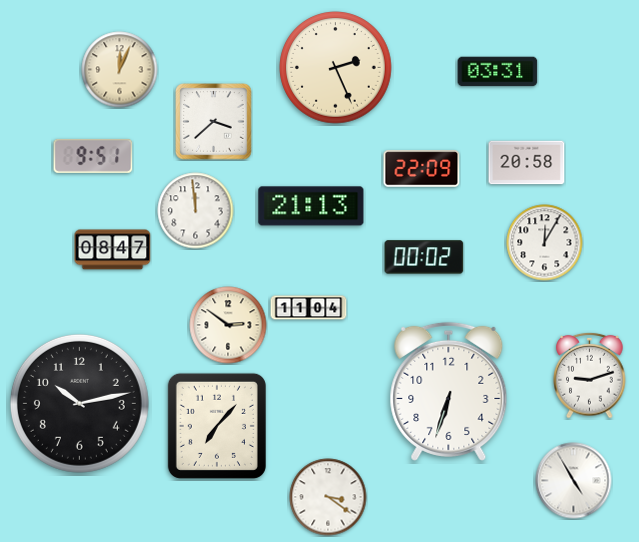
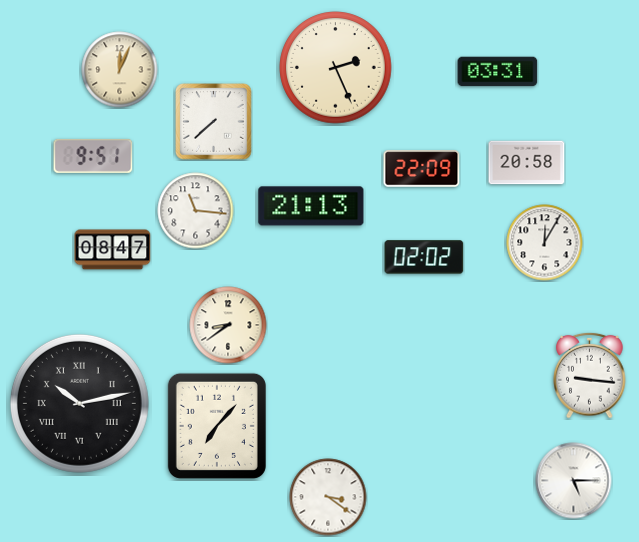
clock at (214, 122): 3:38 -> 7:38
clock at (196, 211): 11:59 -> 11:16
clock at (424, 257): 00:02 -> 02:02
clock at (309, 308): 11:04 -> none
clock at (228, 325): 2:51 -> 8:39
clock at (590, 375): 9:12 -> 9:16
clock at (449, 391): 6:33 -> none
clock at (79, 403) numerals: Arabic -> Roman
clock at (574, 481): 4:55 -> 5:15
